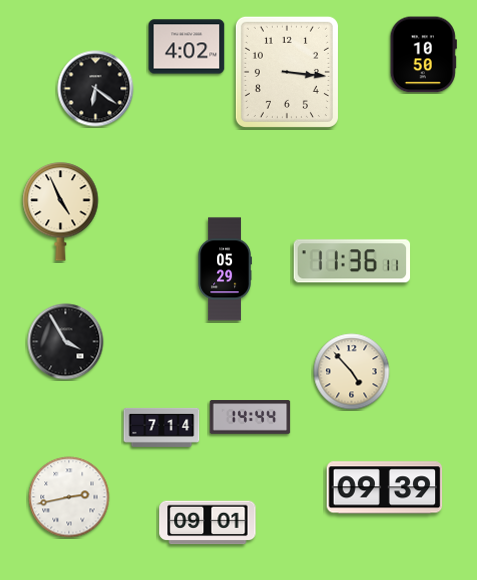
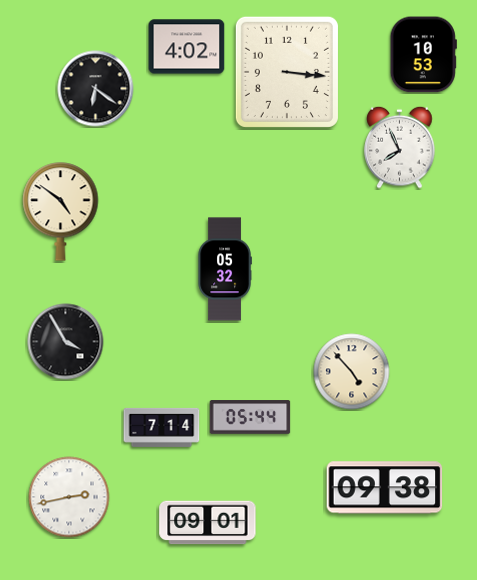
clock at (423, 55): 10:50 -> 10:53
clock at (400, 147): none -> 7:56
clock at (61, 212): 4:56 -> 4:51
clock at (352, 261): 11:36 -> none
clock at (225, 269): 05:29 -> 05:32
clock at (250, 417): 14:44 -> 05:44
clock at (385, 488): 09:39 -> 09:38
